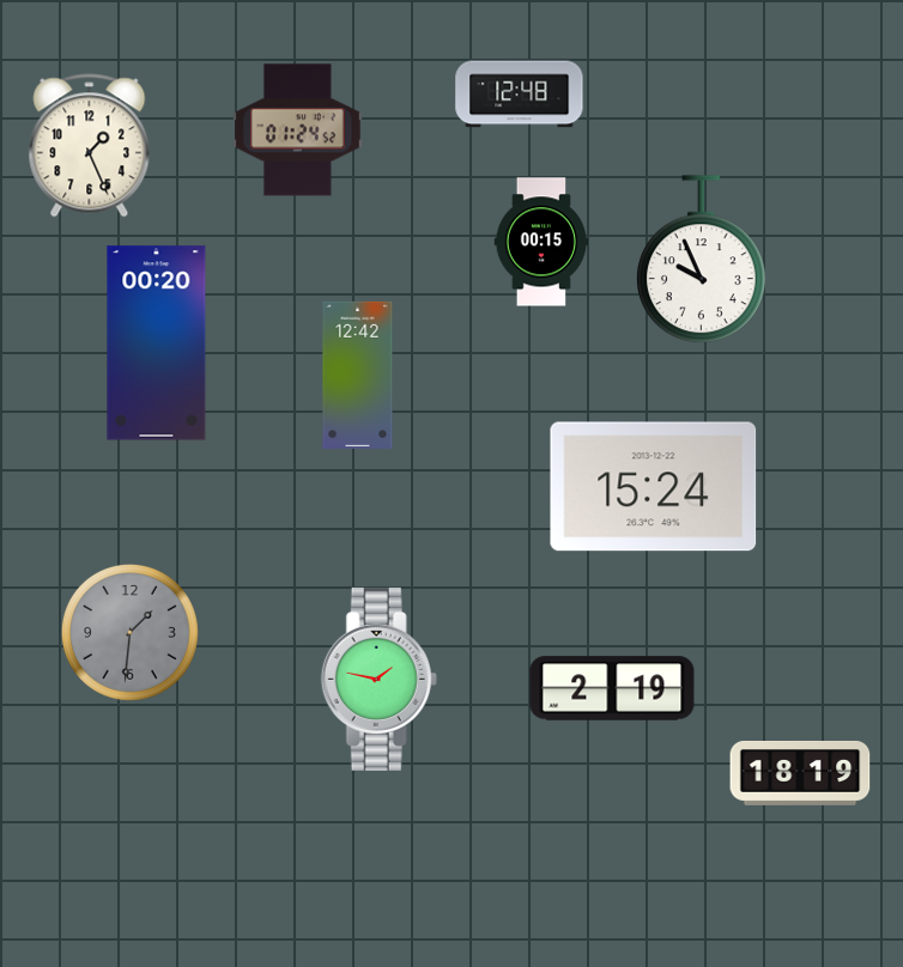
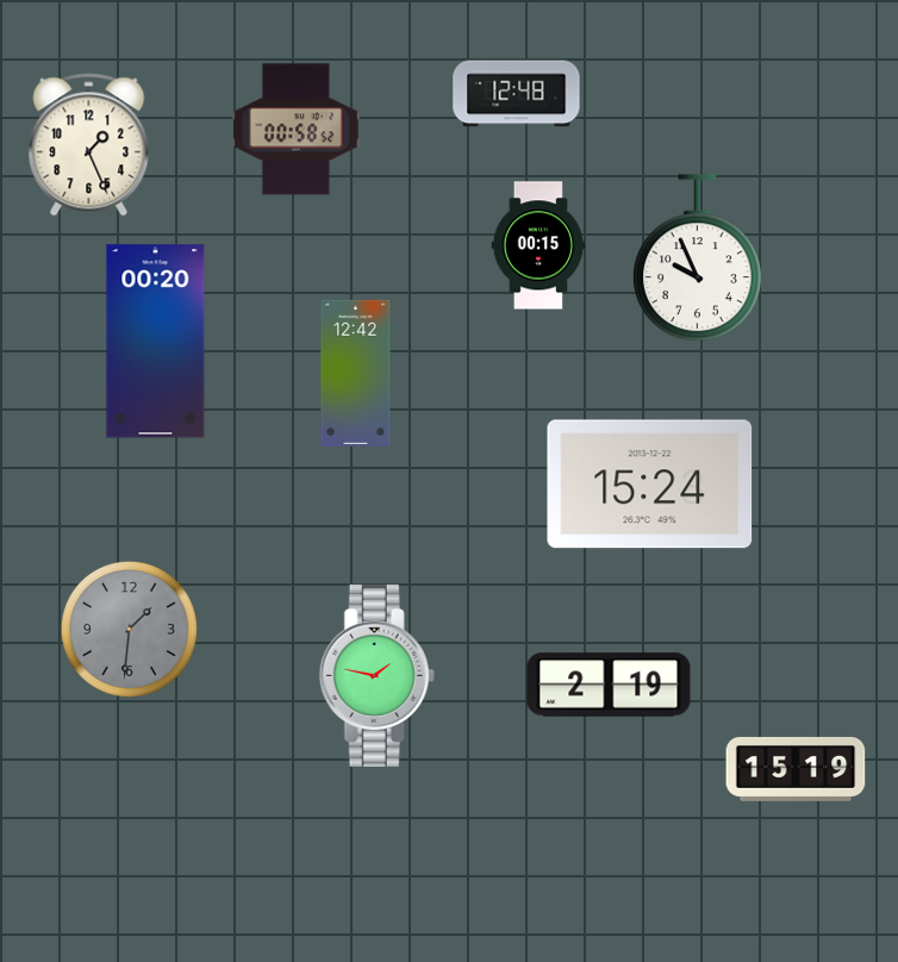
clock at (298, 130): 01:24 -> 00:58
clock at (541, 242) position: (541, 242) -> (538, 245)
clock at (800, 773): 18:19 -> 15:19
